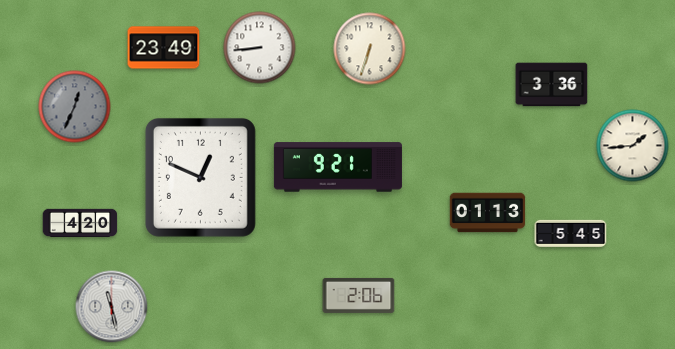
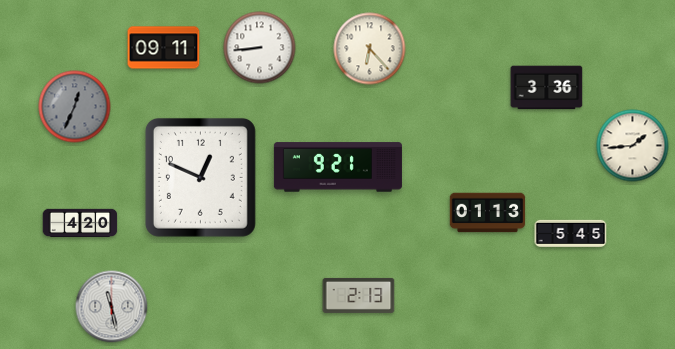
clock at (164, 48): 23:49 -> 09:11
clock at (370, 49): 6:33 -> 6:23
clock at (552, 85) position: (552, 85) -> (547, 88)
clock at (359, 295): 2:06 -> 2:13
